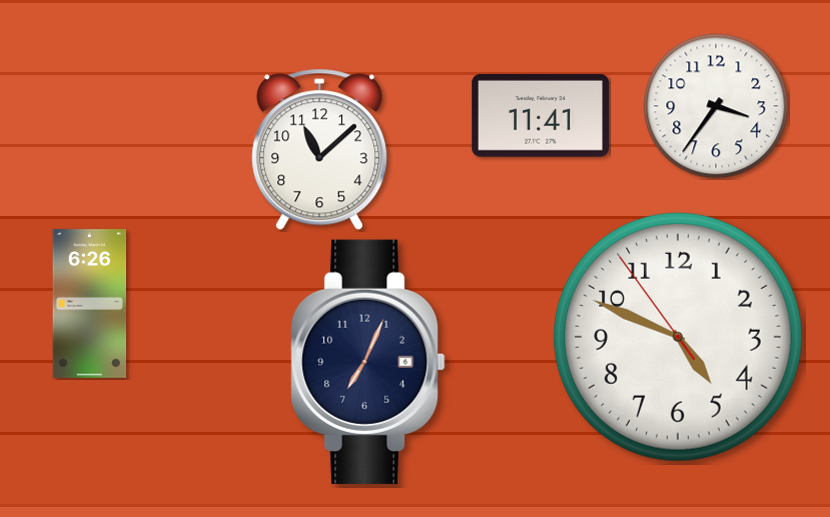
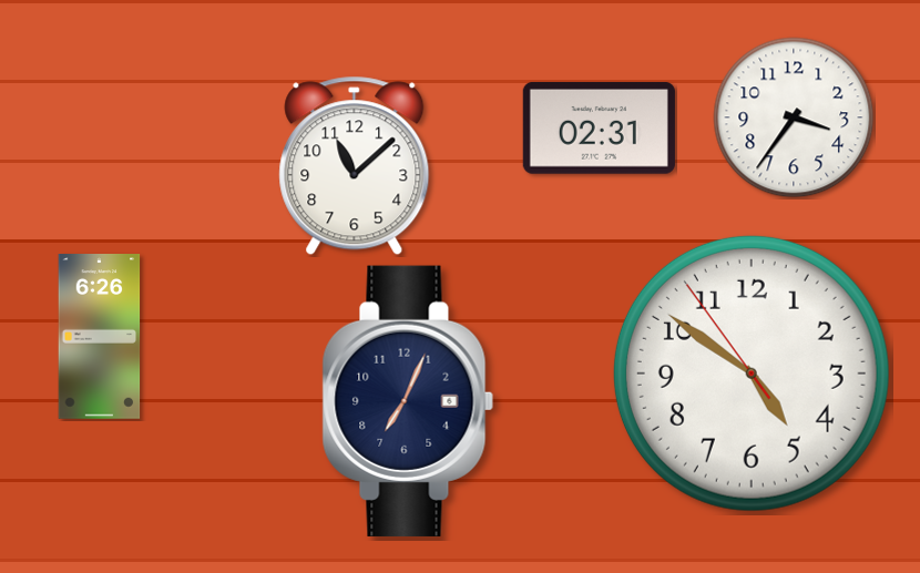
clock at (540, 115): 11:41 -> 02:31
clock at (678, 337): 4:48 -> 4:50
